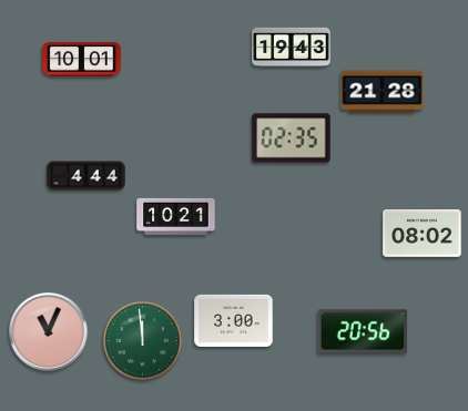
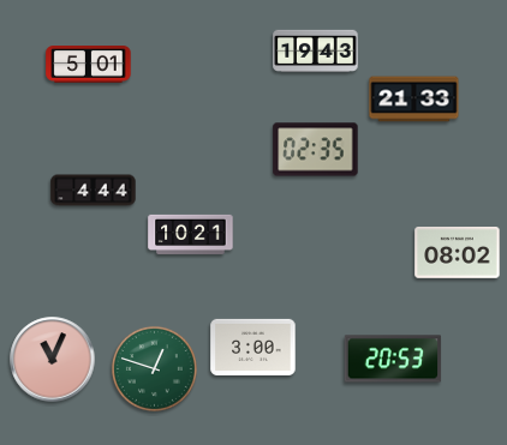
clock at (82, 60): 10:01 -> 5:01
clock at (383, 92): 21:28 -> 21:33
clock at (363, 331): 20:56 -> 20:53
clock at (142, 340): 11:59 -> 12:48
